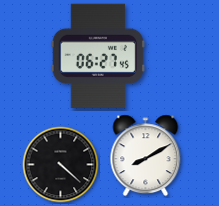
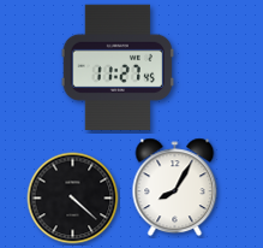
clock at (97, 55): 06:27 -> 11:27
clock at (146, 156): 8:10 -> 8:05
